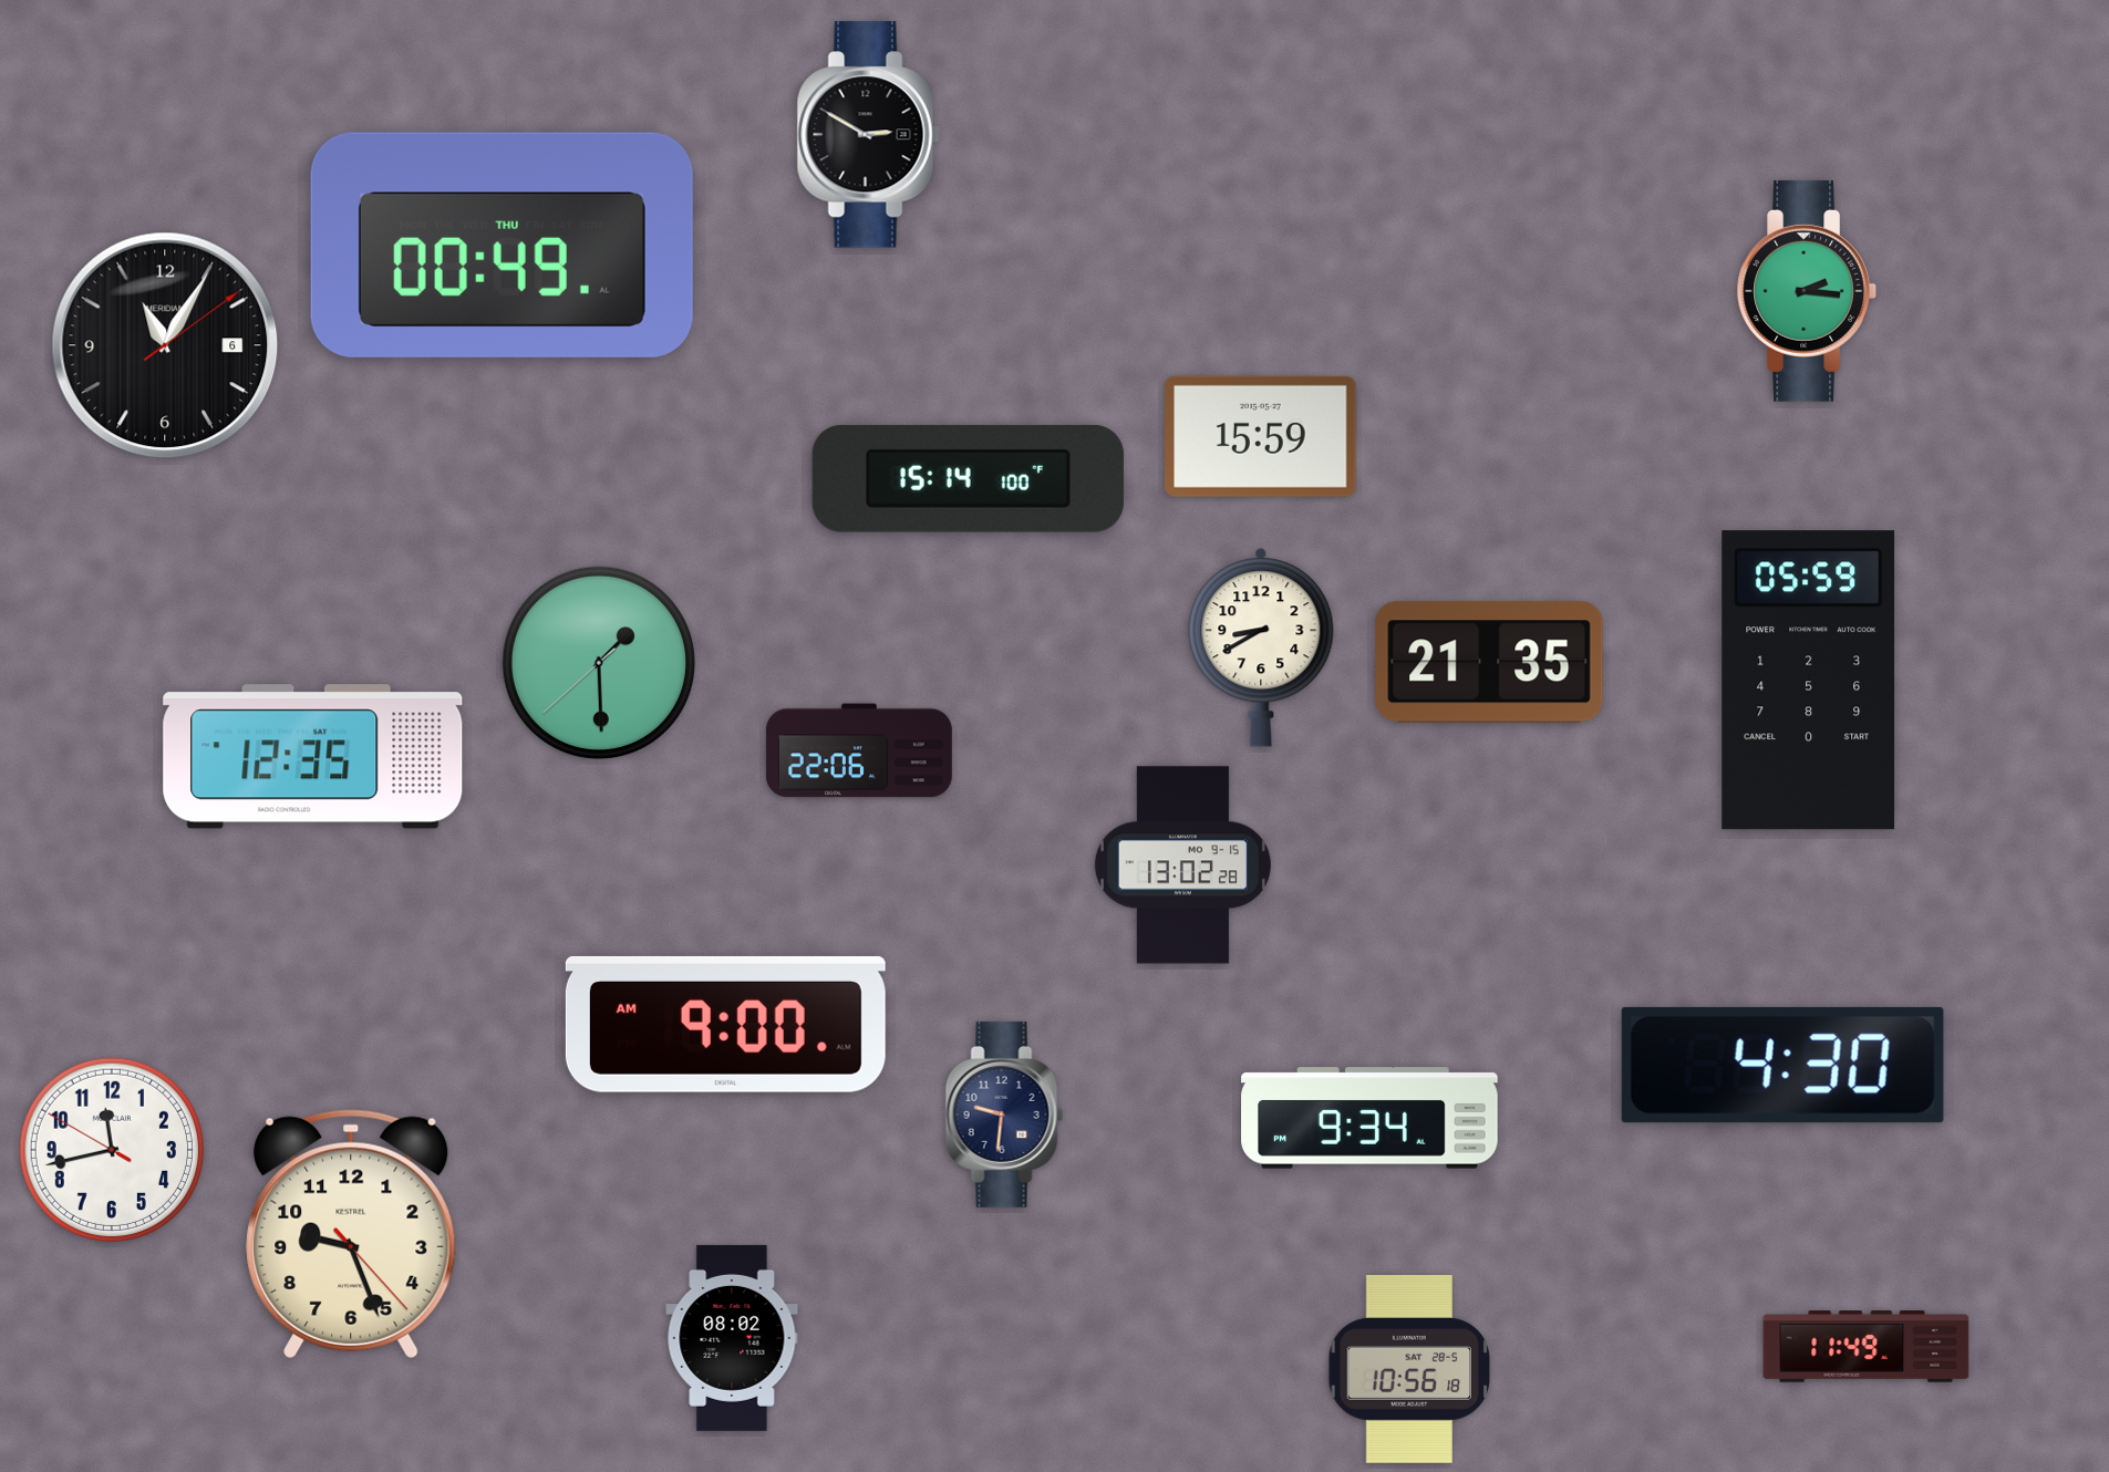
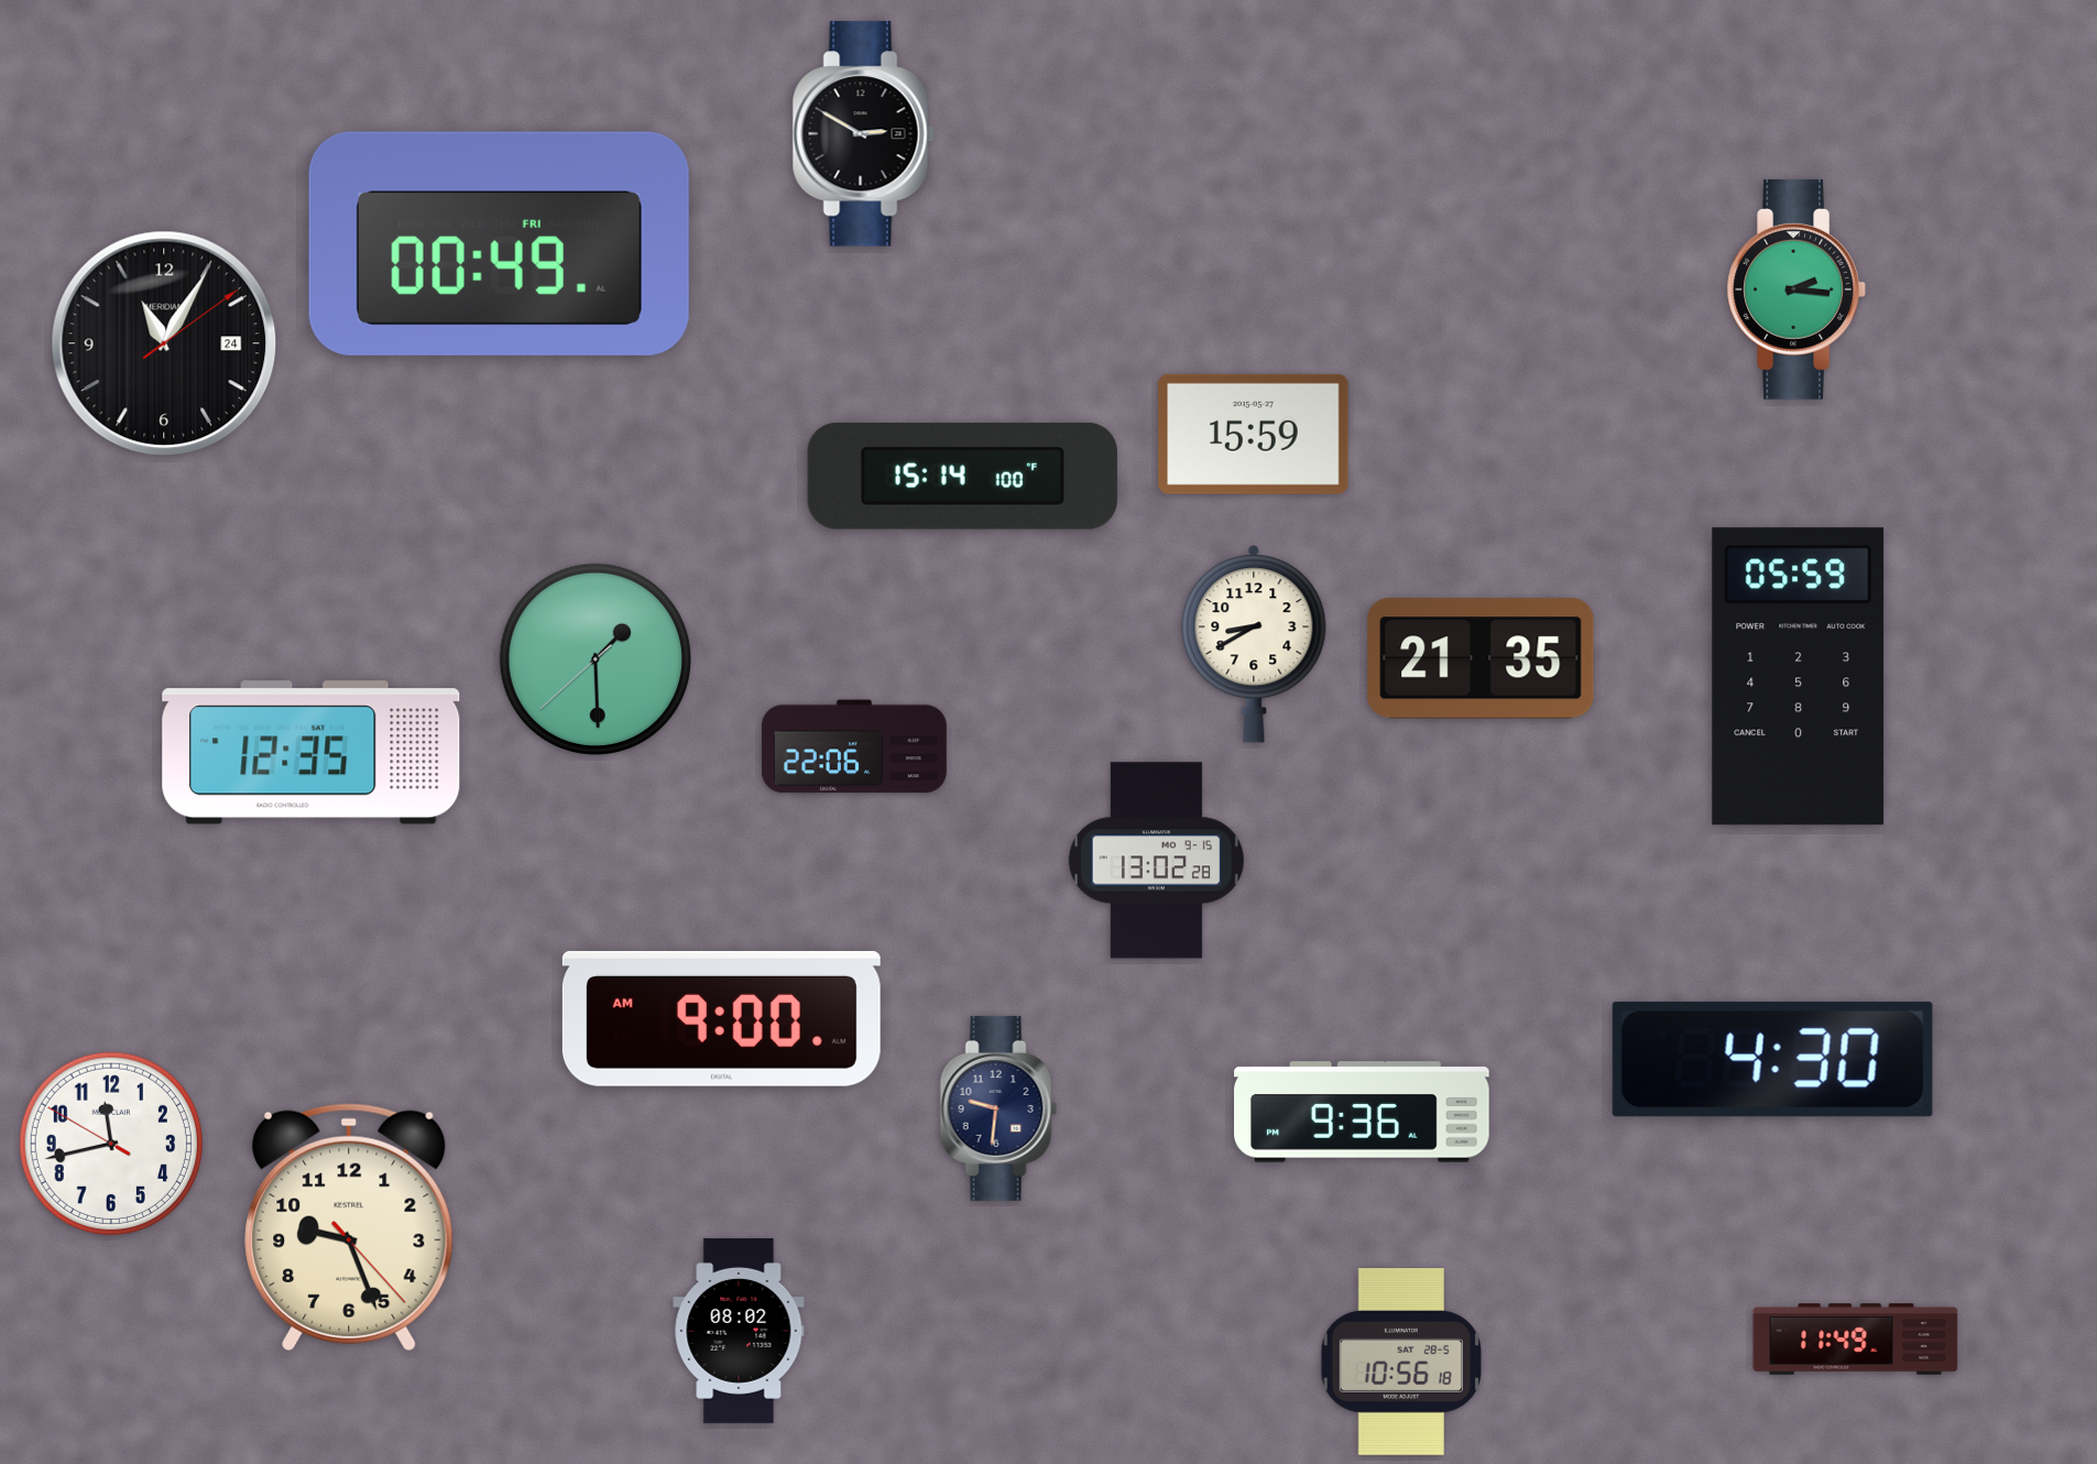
clock at (502, 245) date: THU -> FRI
clock at (165, 345) date: 6 -> 24
clock at (1182, 865) position: (1182, 865) -> (1156, 861)
clock at (1369, 1118): 9:34 -> 9:36
clock at (732, 1338) position: (732, 1338) -> (739, 1331)
